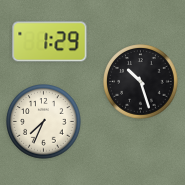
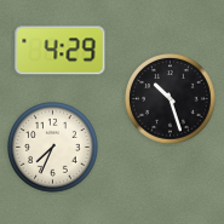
clock at (50, 42): 1:29 -> 4:29
